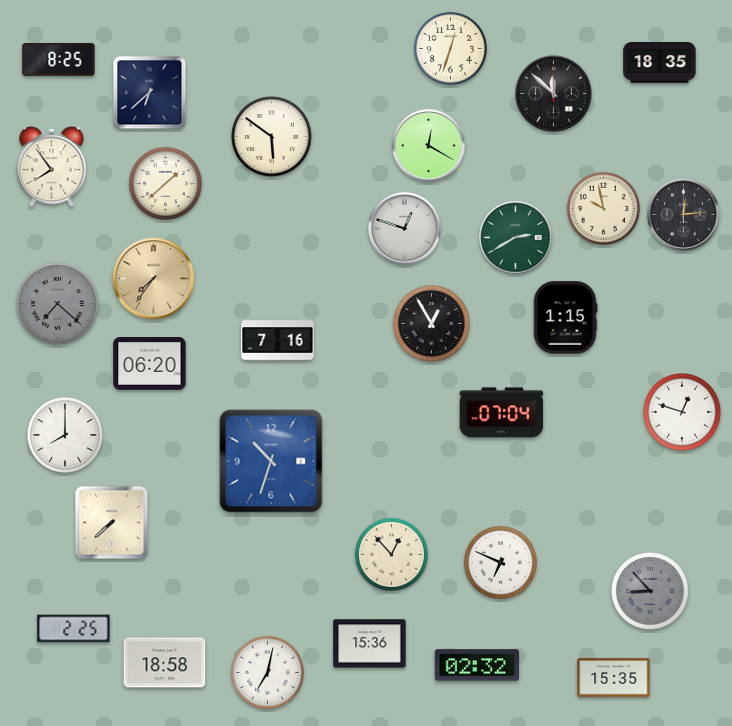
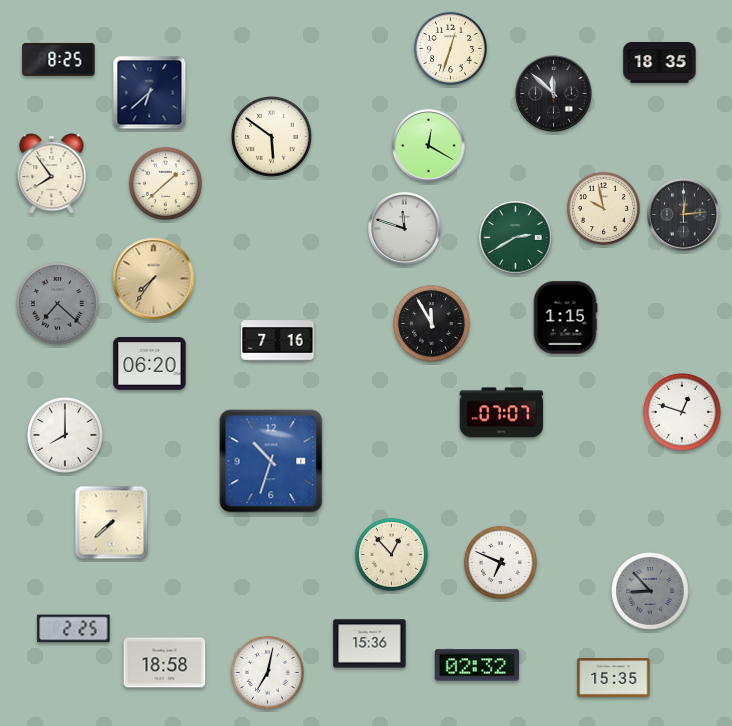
clock at (52, 167) position: (52, 167) -> (52, 174)
clock at (405, 229): 12:48 -> 11:48
clock at (432, 324): 12:55 -> 11:55
clock at (502, 413): 07:04 -> 07:07
